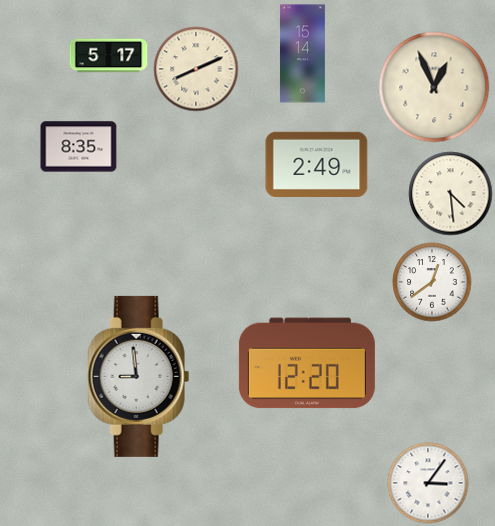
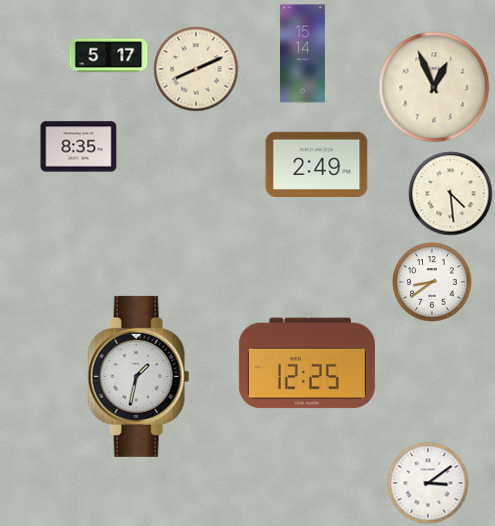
clock at (432, 282): 12:39 -> 8:39
clock at (307, 363): 12:20 -> 12:25
clock at (139, 376): 8:59 -> 1:32
clock at (428, 483): 3:06 -> 3:09
